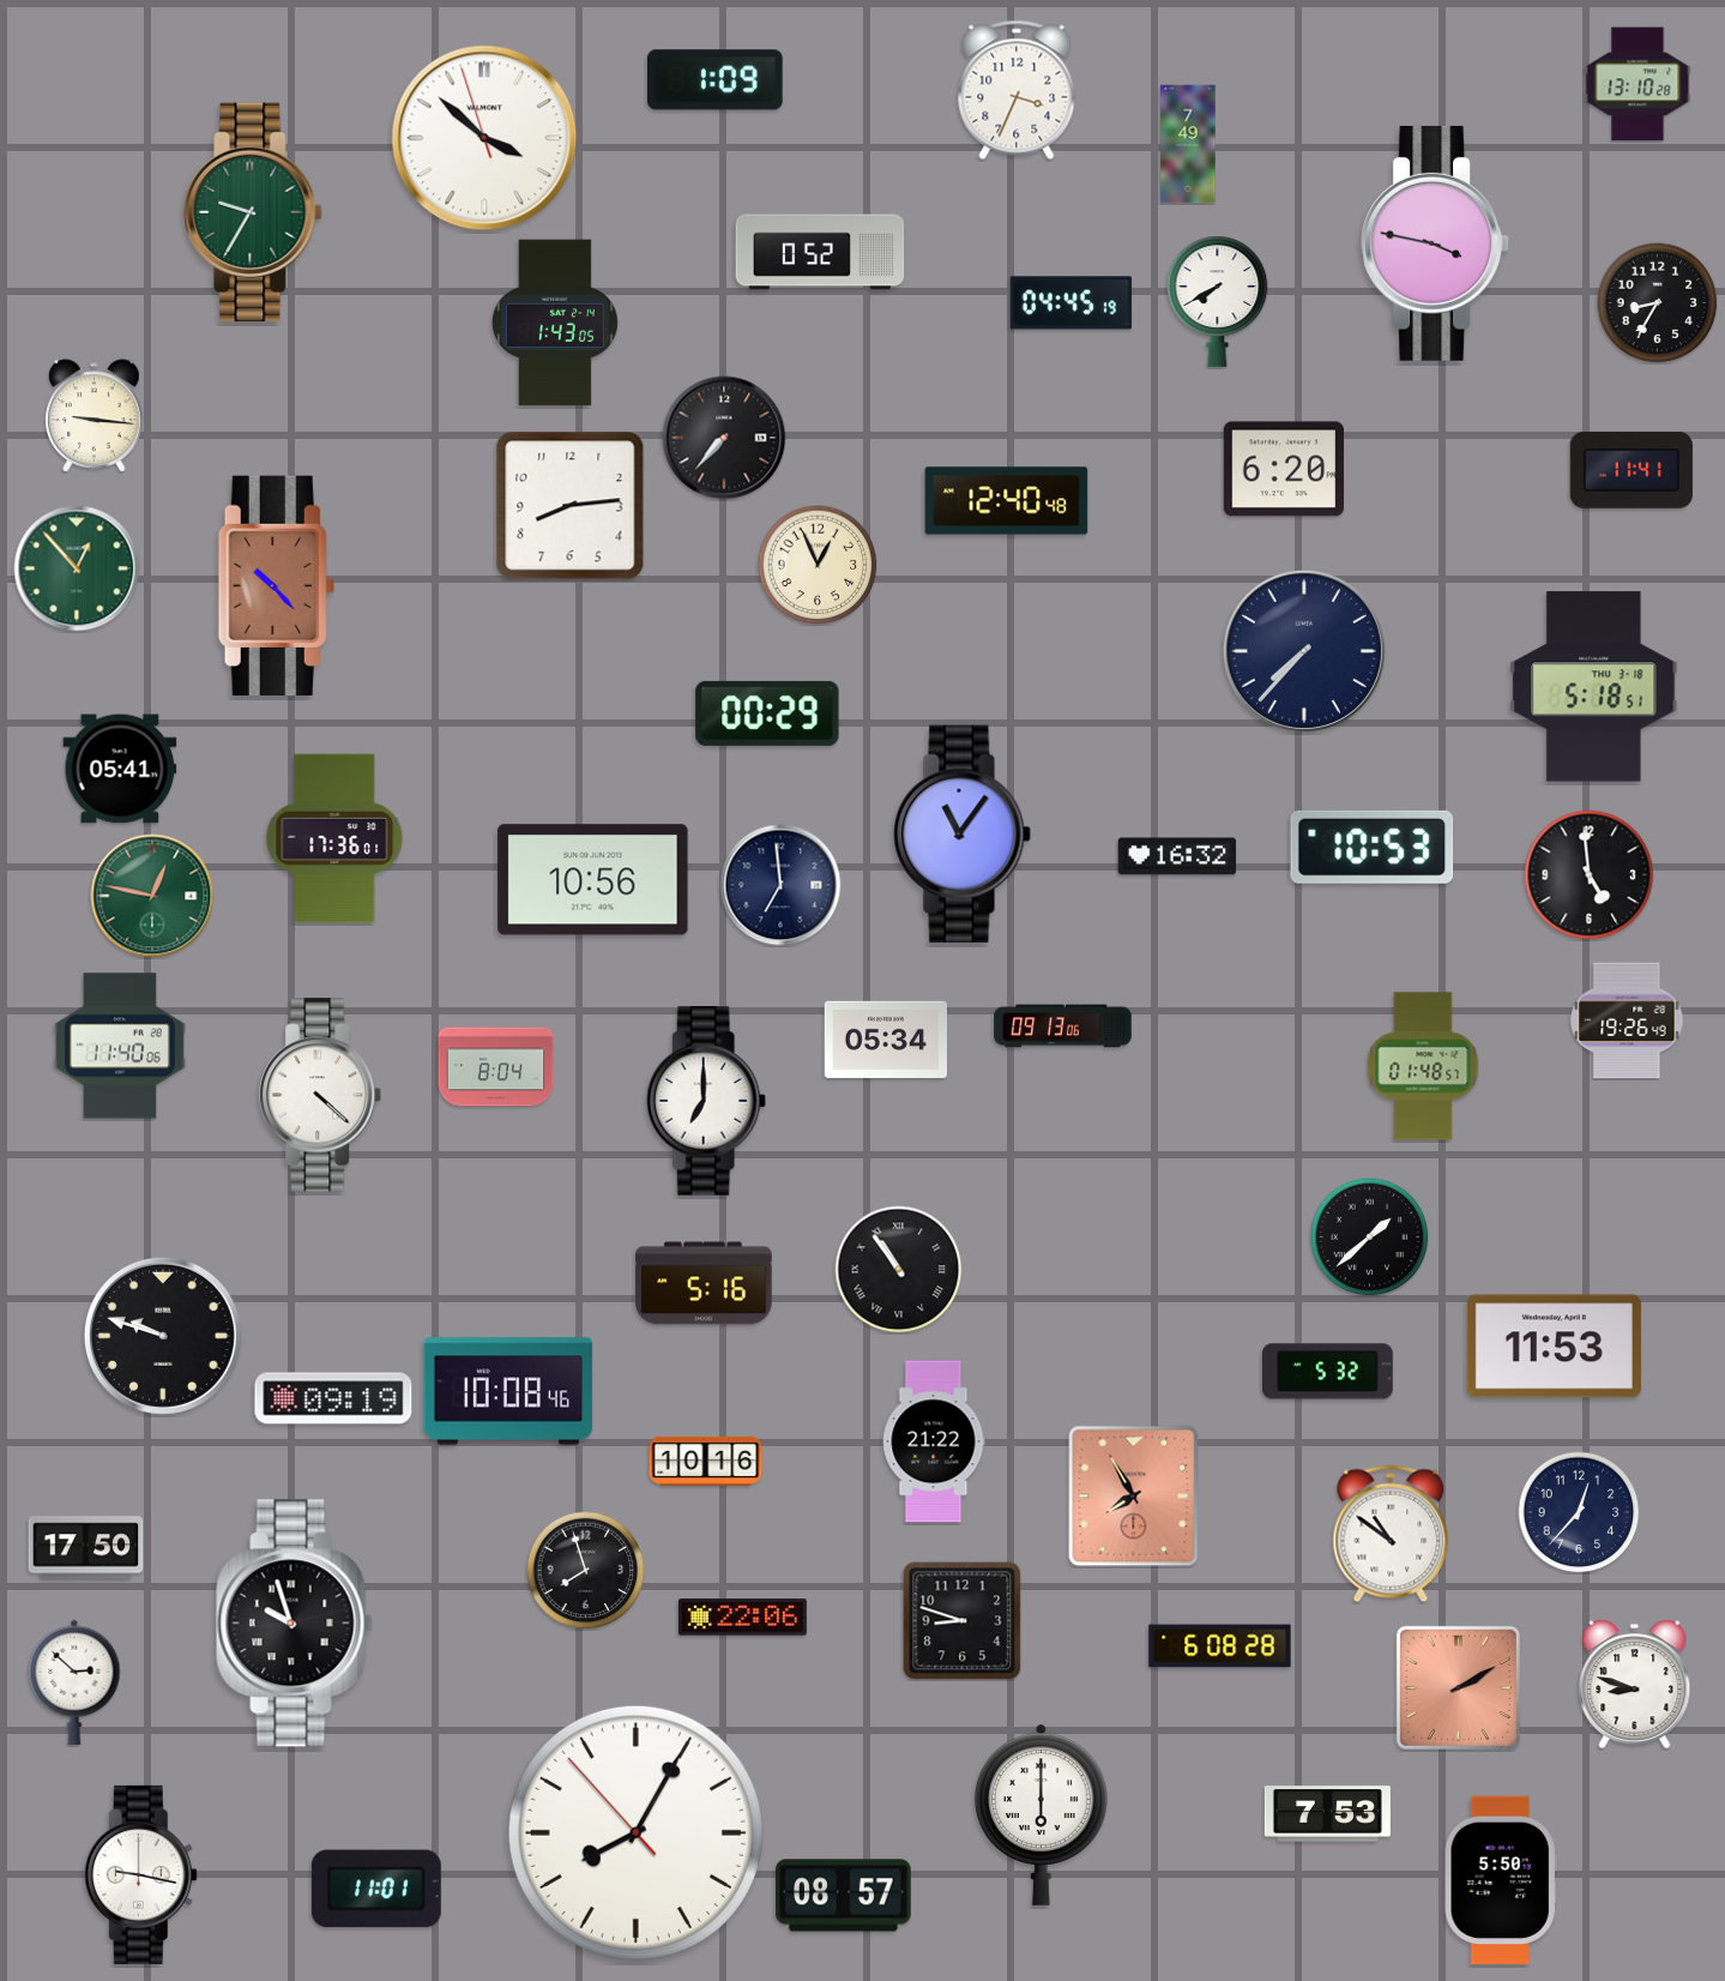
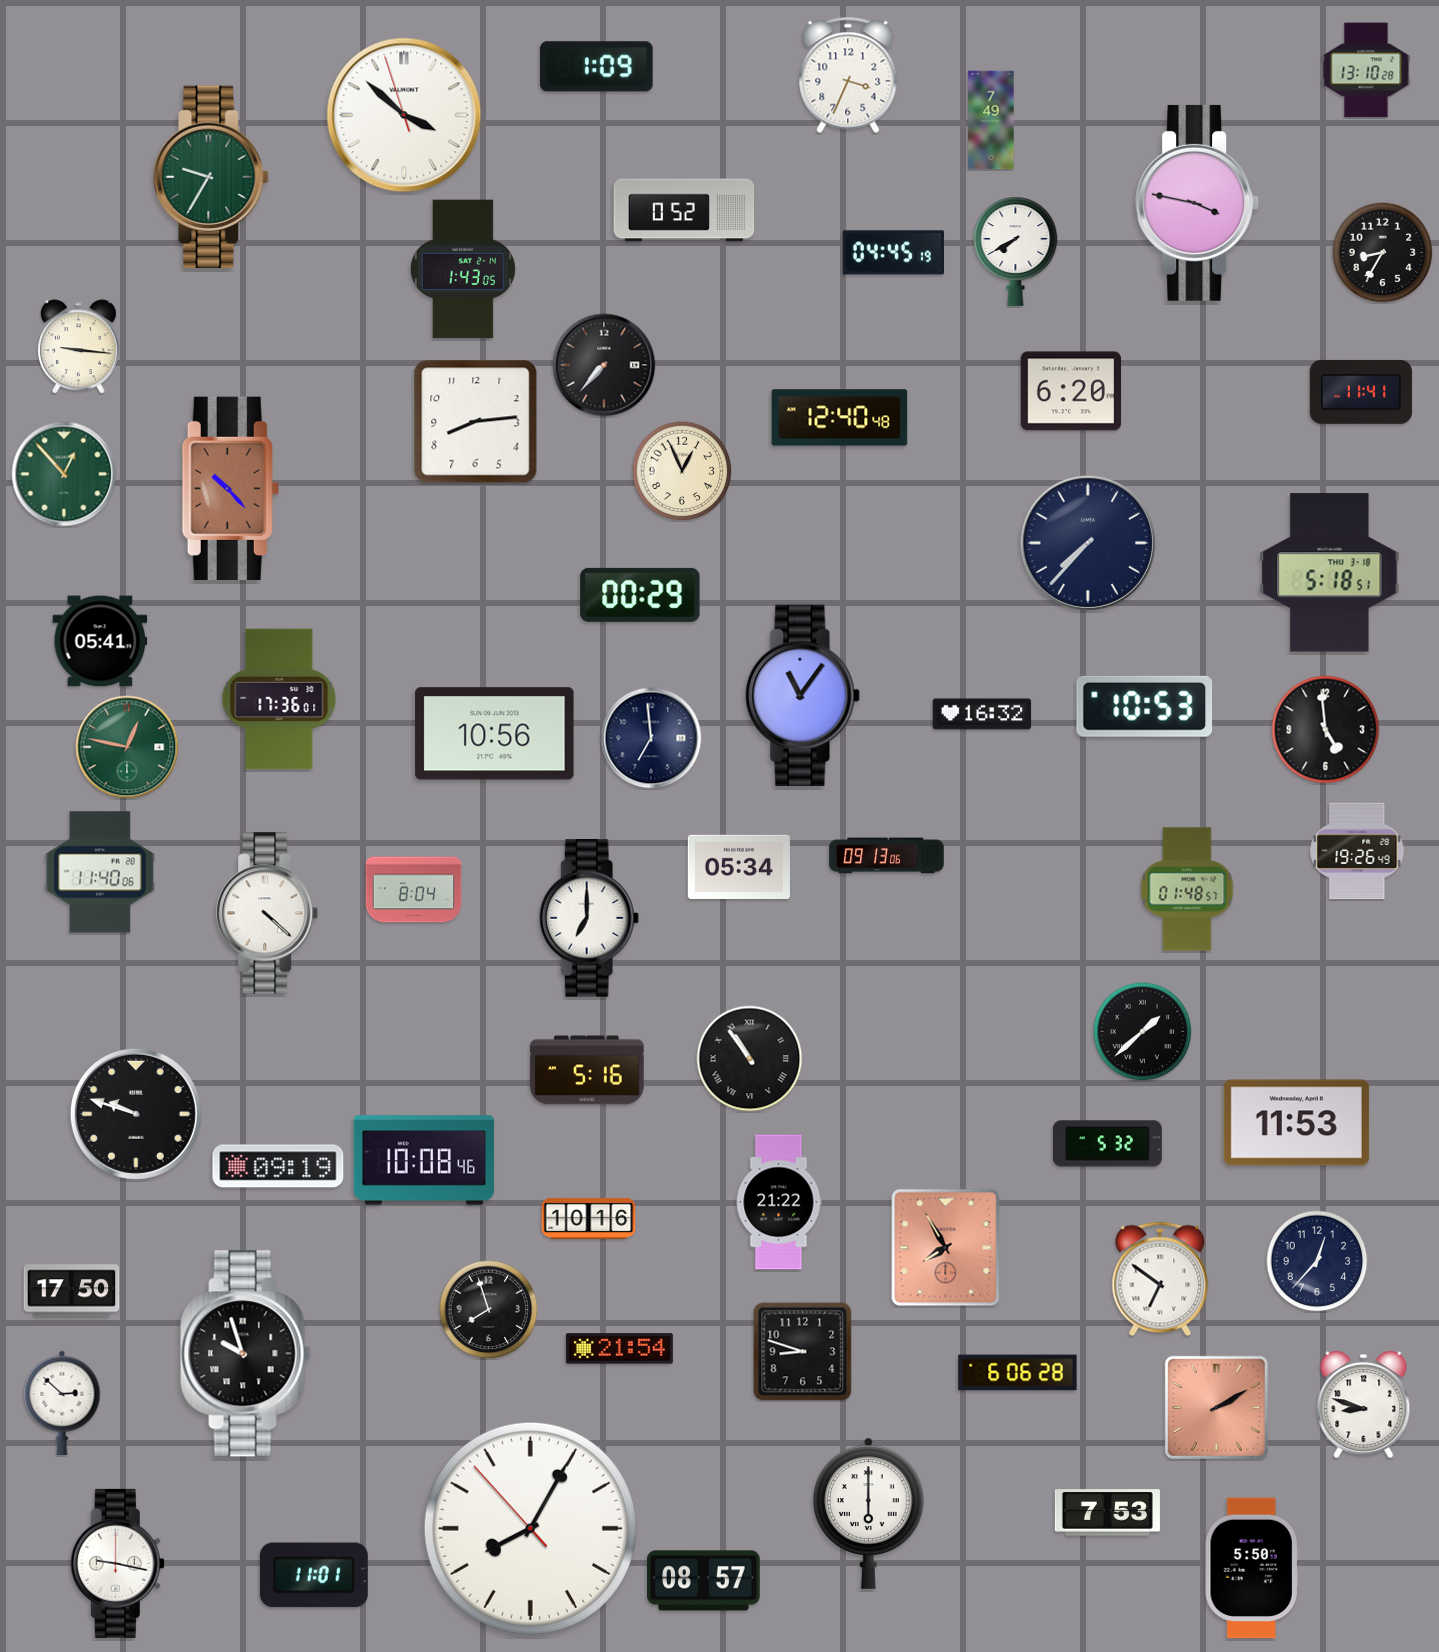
clock at (1391, 1534): 10:51 -> 6:51
clock at (742, 1618): 22:06 -> 21:54
clock at (1220, 1646): 6:08 -> 6:06
